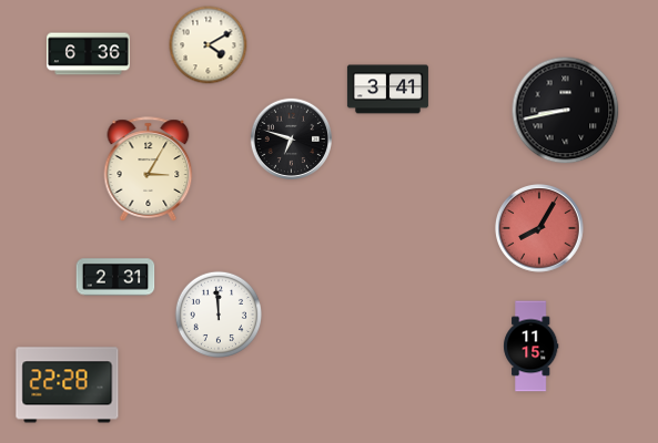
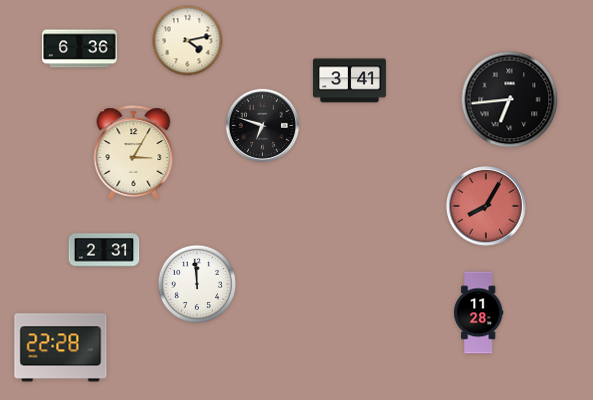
clock at (209, 45): 4:10 -> 4:13
clock at (566, 111): 8:43 -> 6:44
clock at (532, 347): 11:15 -> 11:28
